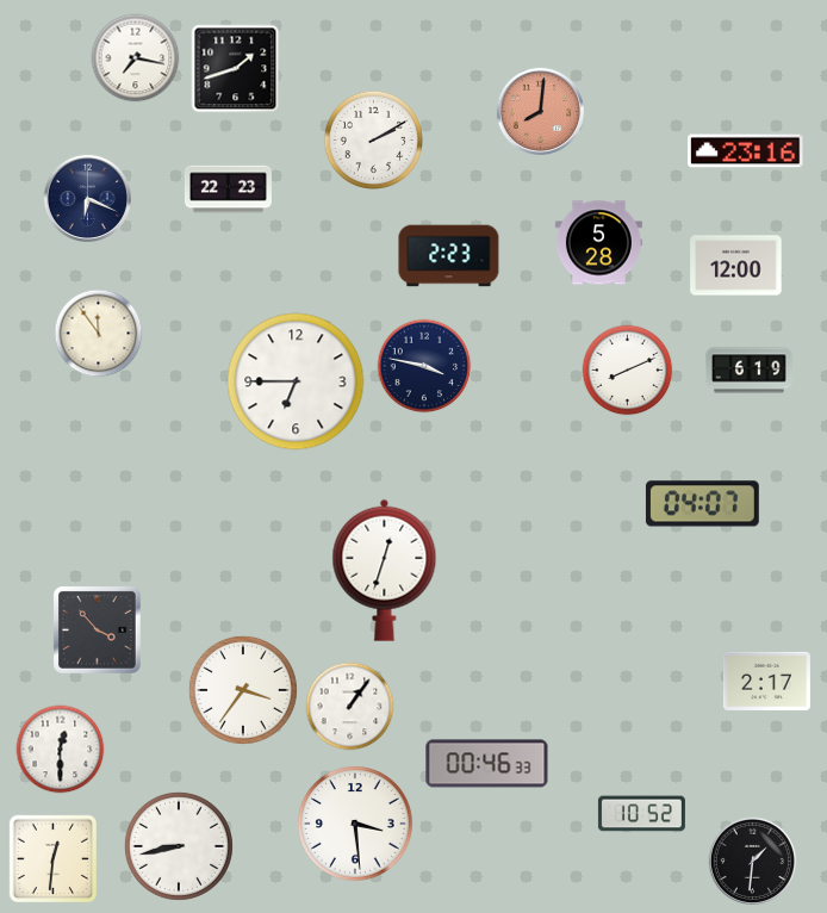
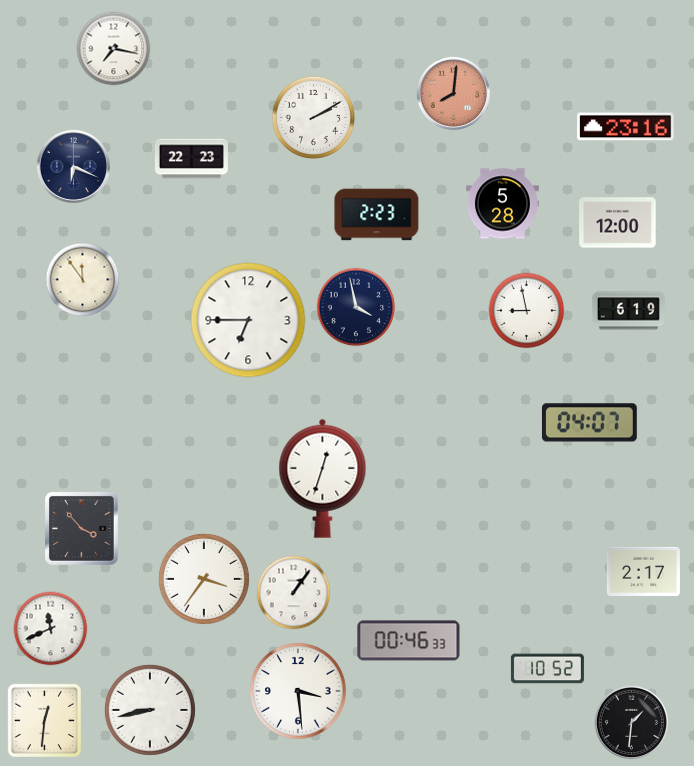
clock at (236, 69): 1:42 -> none
clock at (424, 366): 3:47 -> 3:58
clock at (628, 371): 8:11 -> 8:58
clock at (61, 750): 12:30 -> 11:41
clock at (641, 814) position: (641, 814) -> (547, 669)
